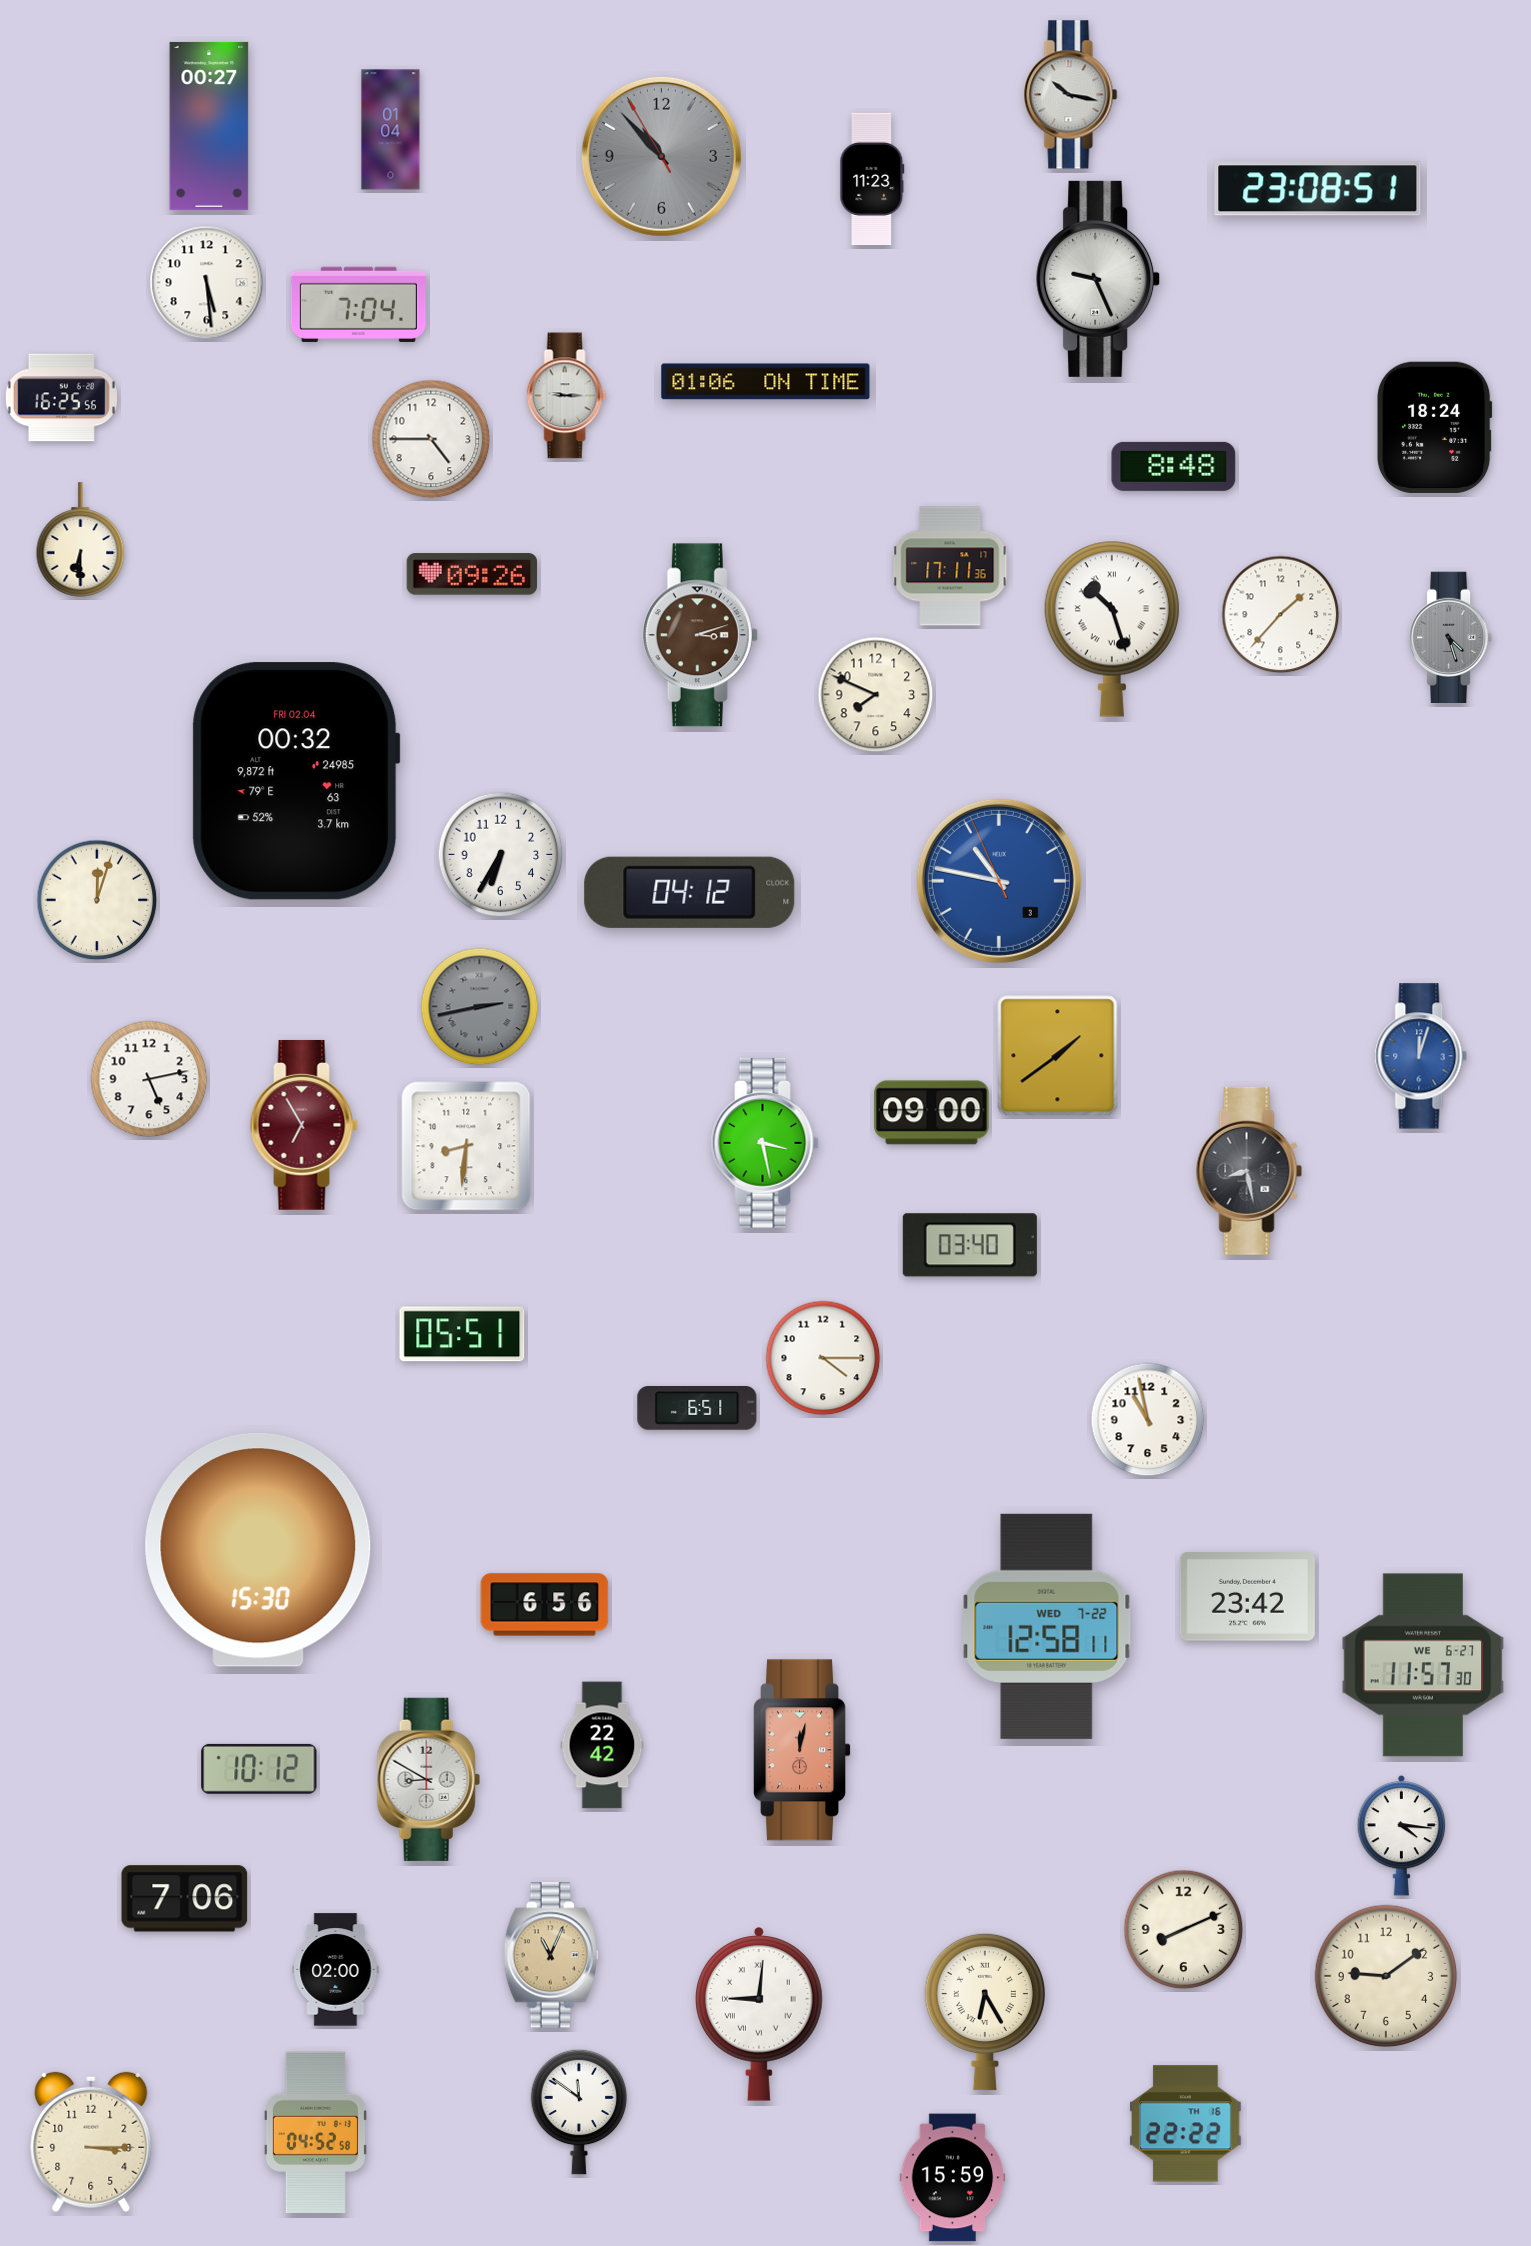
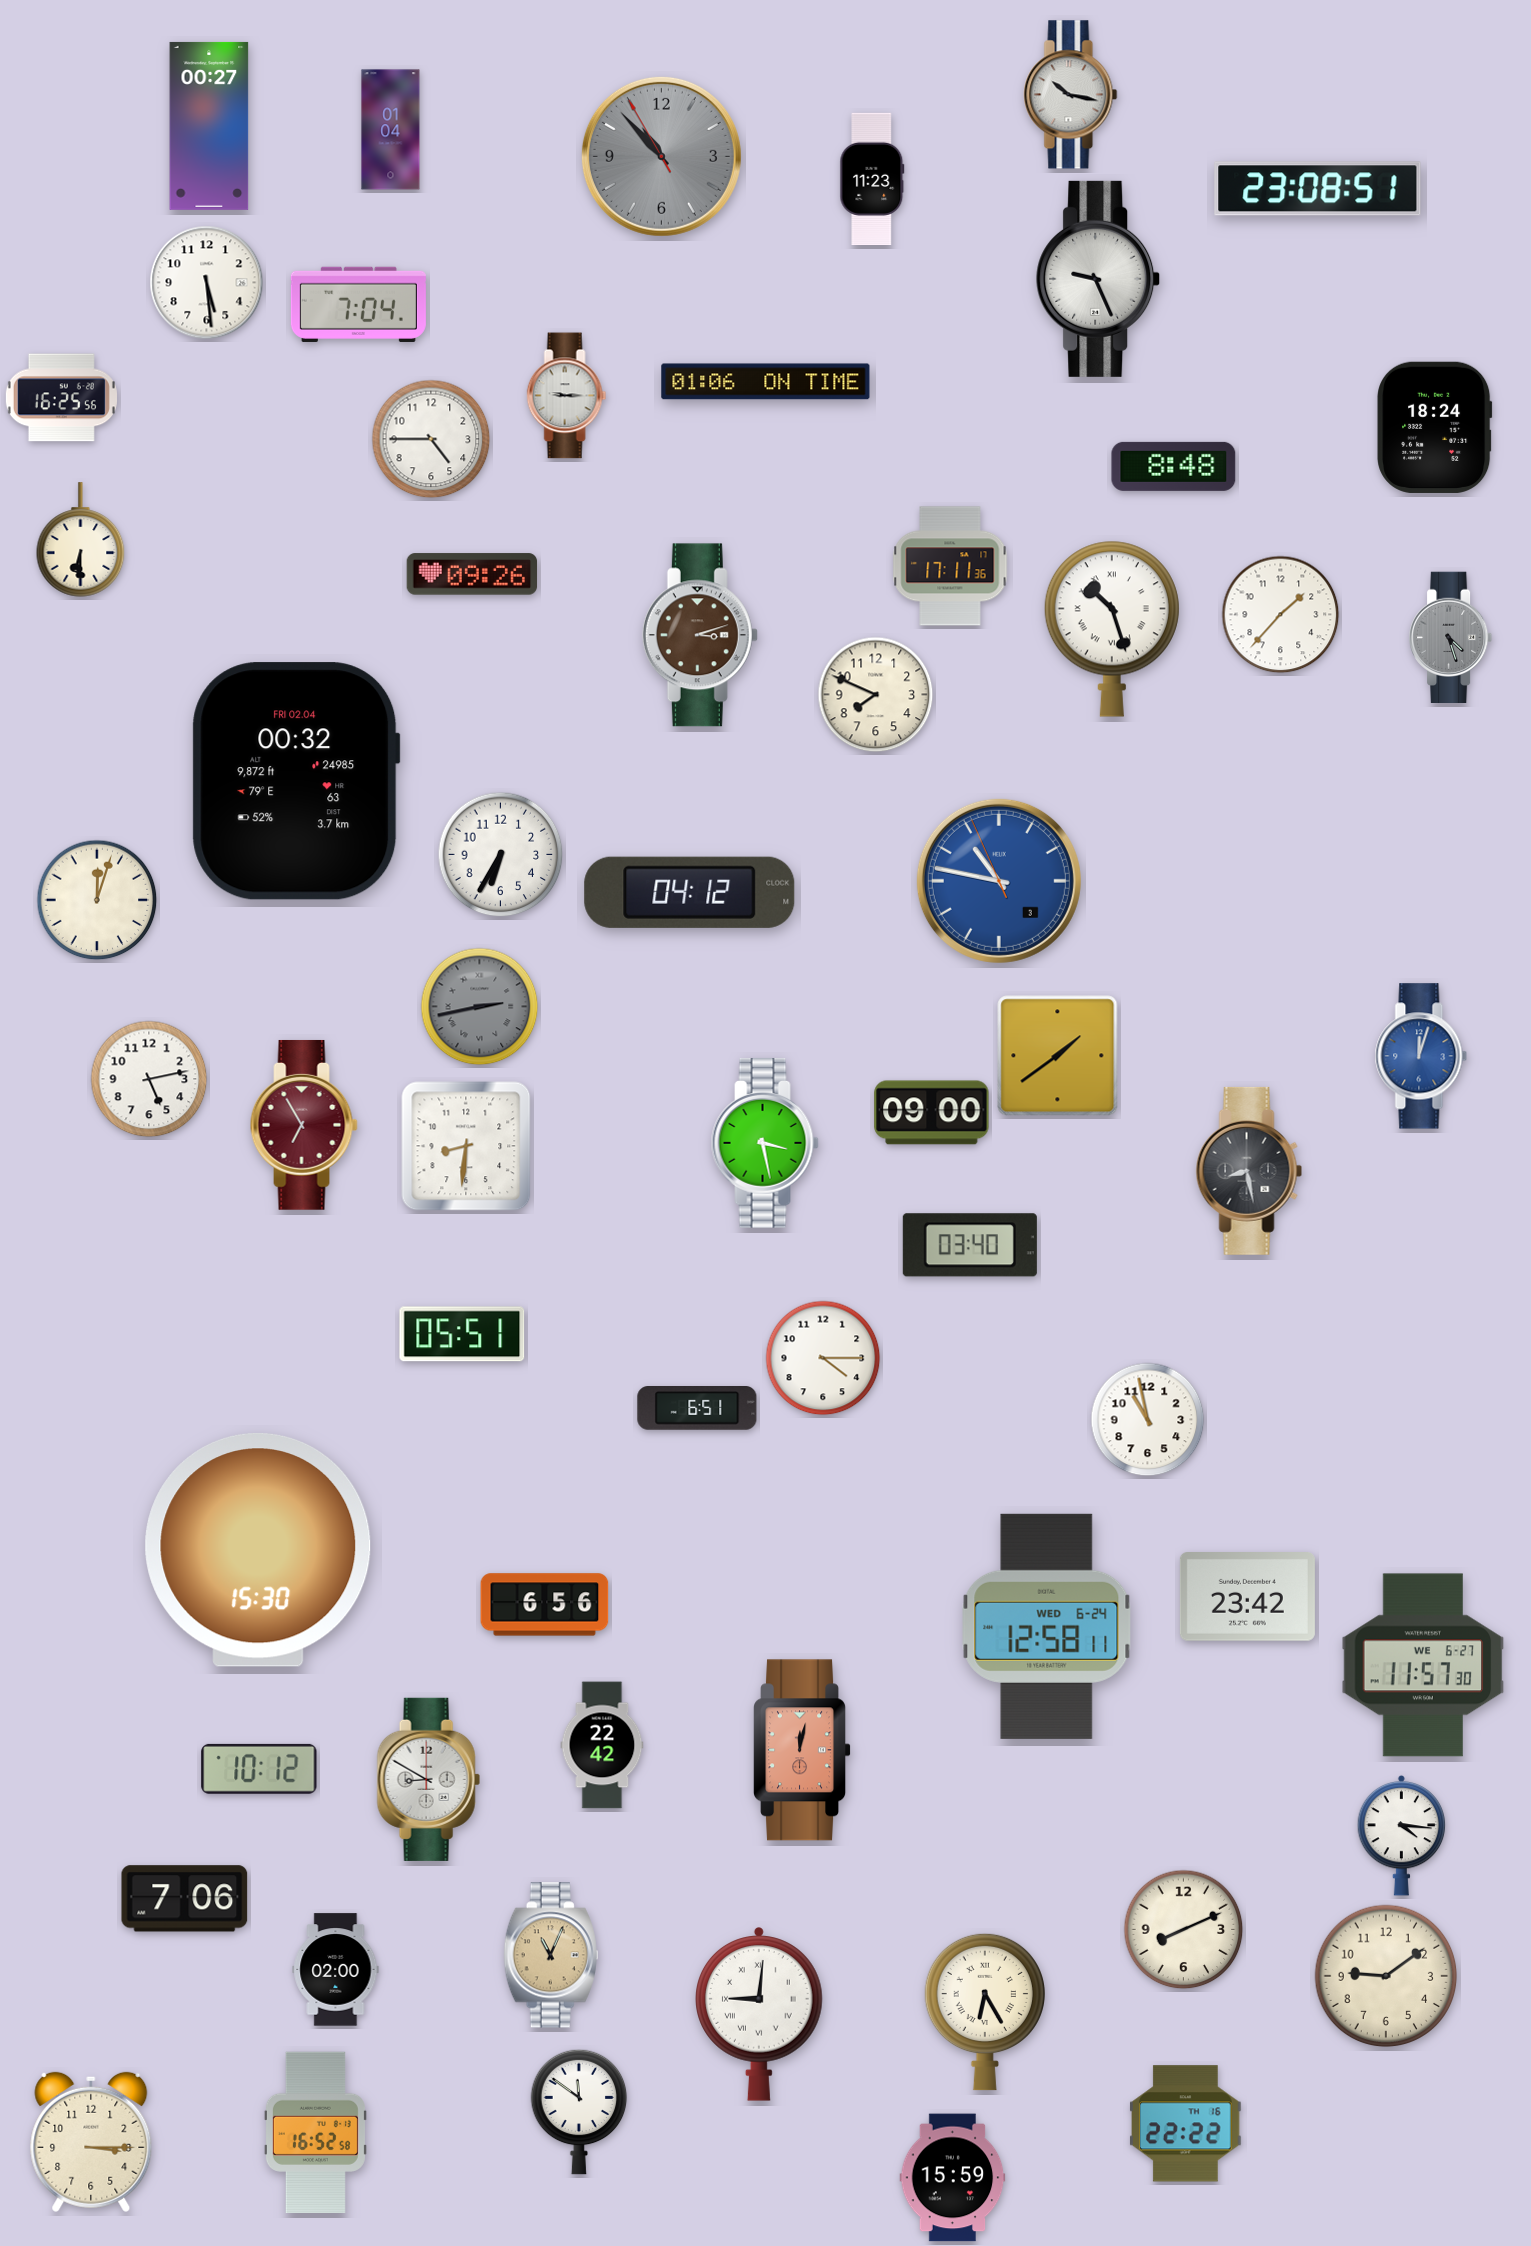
clock at (1047, 1626) date: WED 7-22 -> WED 6-24
clock at (315, 2132): 04:52 -> 16:52
